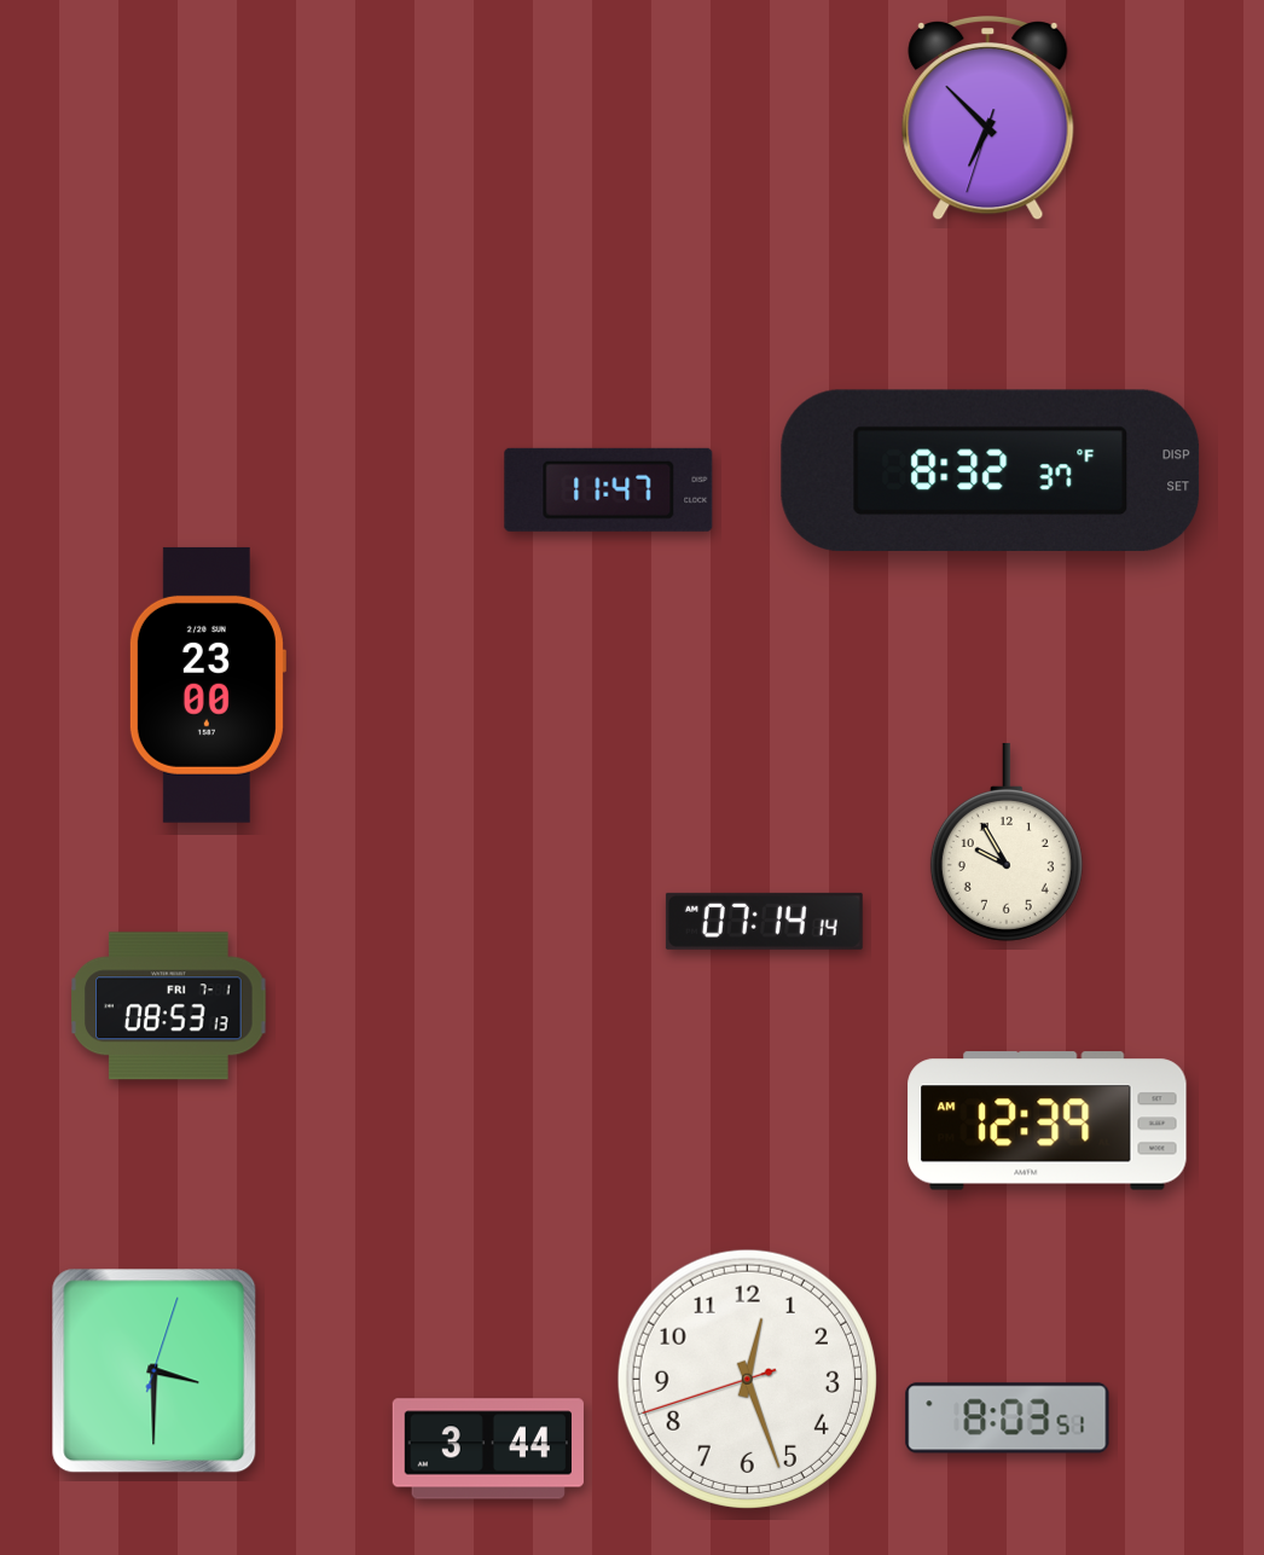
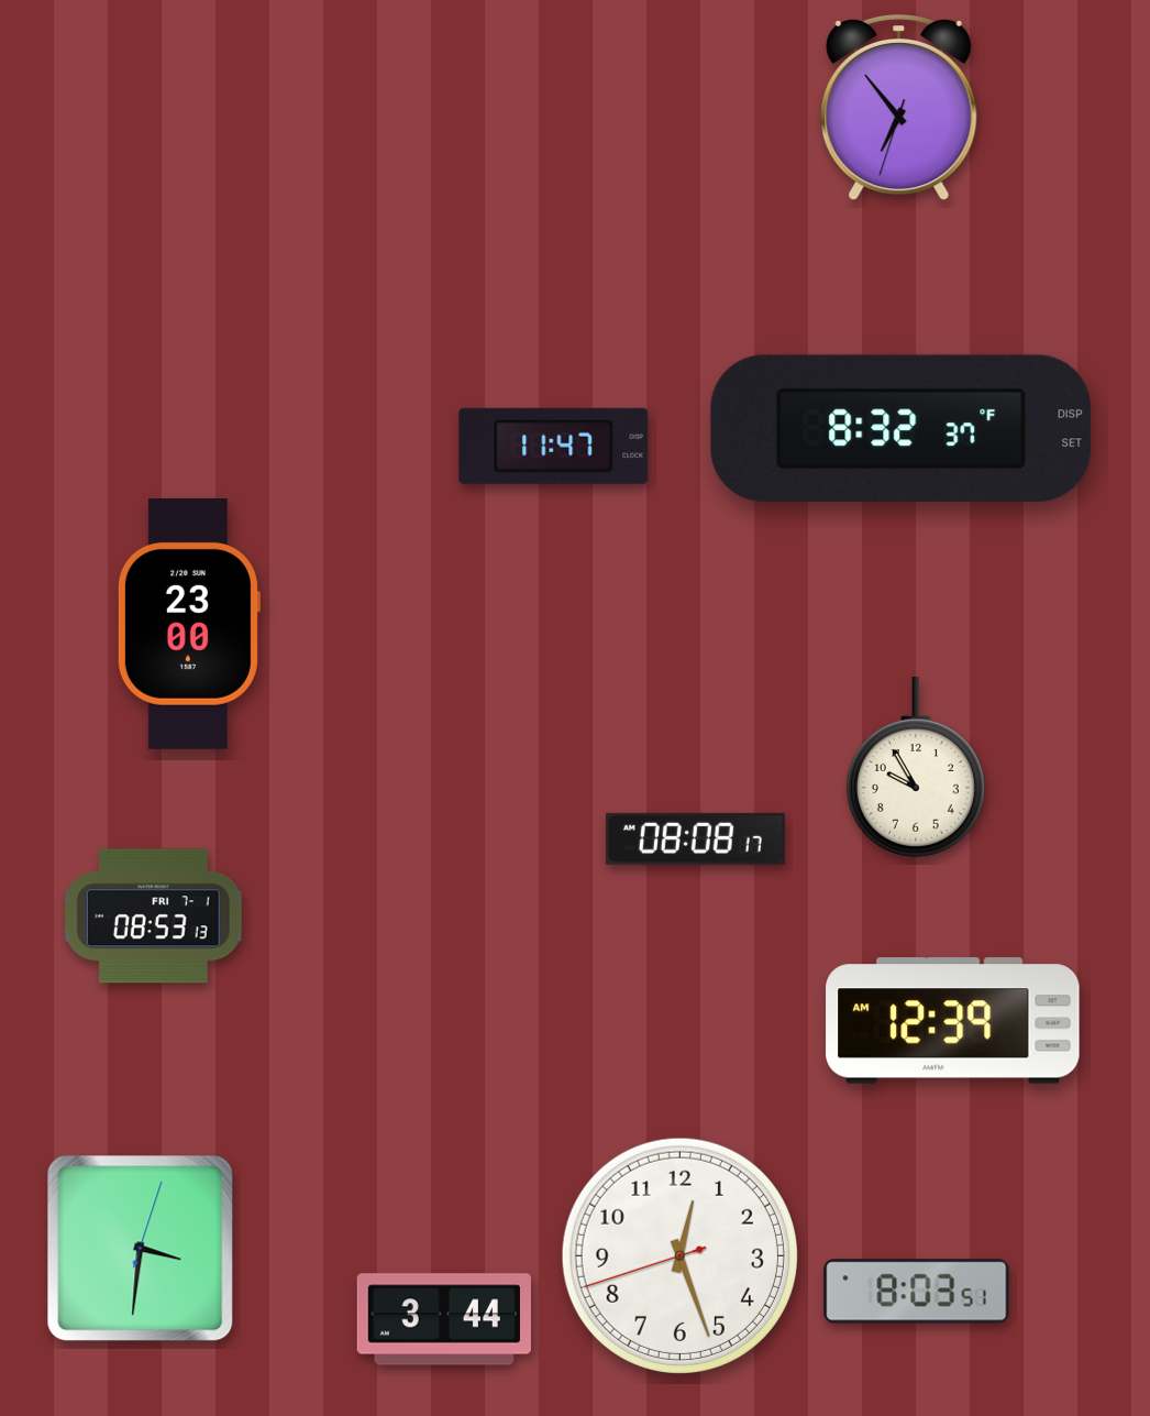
clock at (988, 118): 6:52 -> 6:53
clock at (764, 921): 07:14 -> 08:08
clock at (155, 1371): 3:30 -> 3:31
